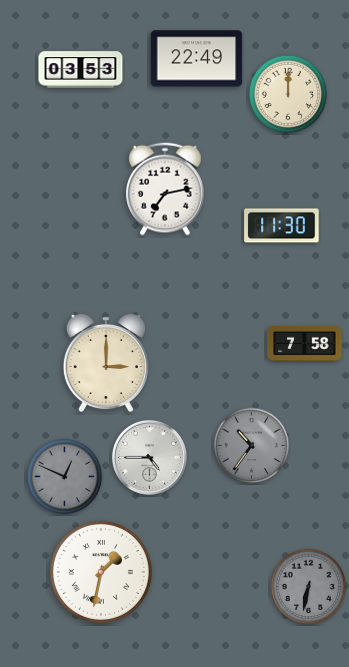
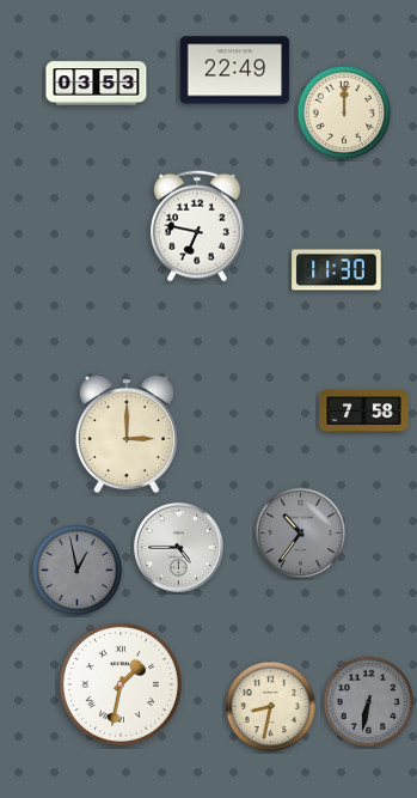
clock at (166, 189): 7:13 -> 6:47
clock at (65, 477): 12:49 -> 12:58
clock at (271, 707): none -> 8:32
